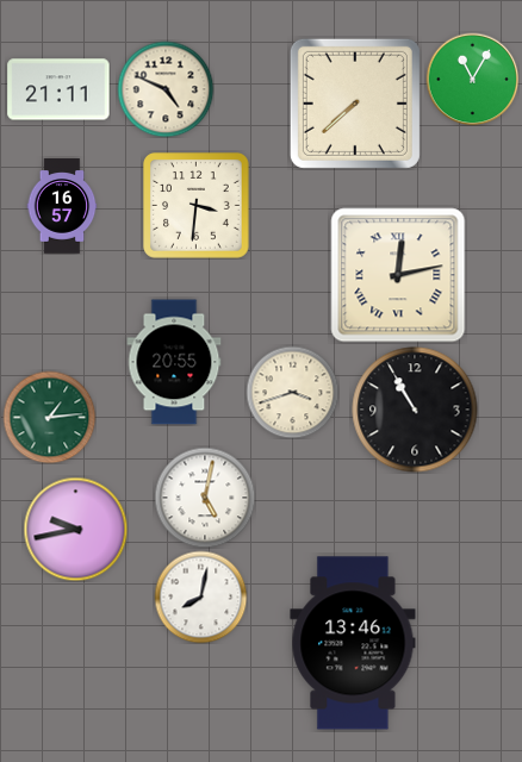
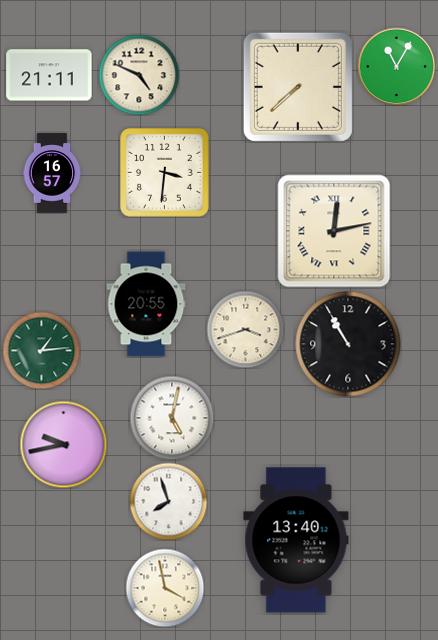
clock at (200, 597): 8:02 -> 7:57
clock at (353, 643): 13:46 -> 13:40
clock at (165, 588): none -> 3:58
